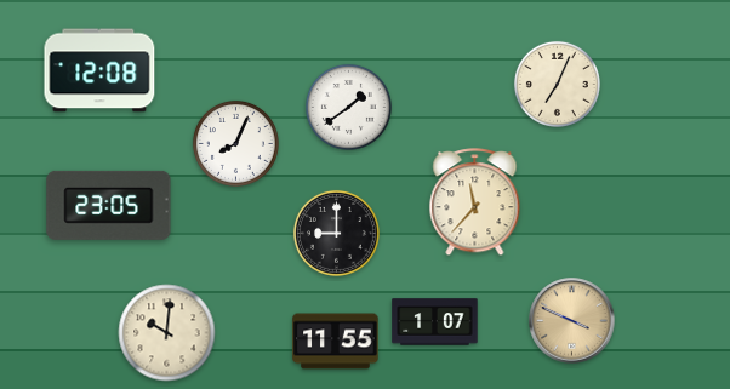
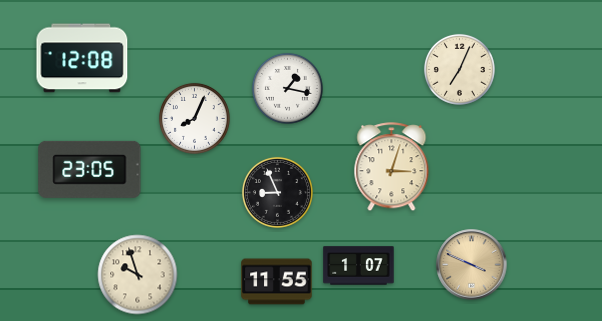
clock at (348, 107): 1:39 -> 1:17
clock at (475, 202): 11:37 -> 3:03
clock at (336, 233): 9:00 -> 8:56
clock at (167, 333): 10:01 -> 9:57
